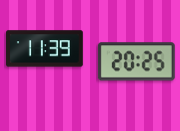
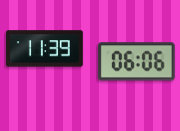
clock at (136, 62): 20:25 -> 06:06
